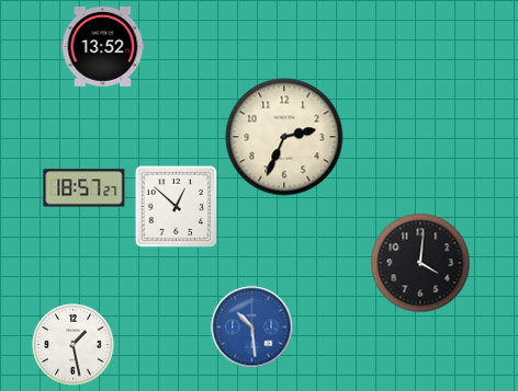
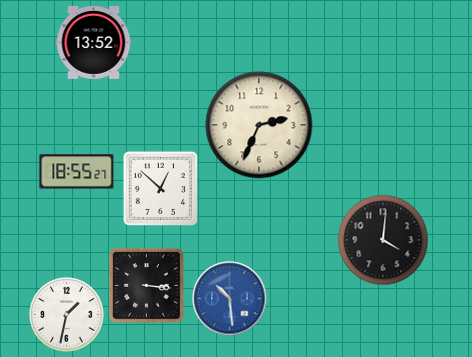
clock at (85, 188): 18:57 -> 18:55
clock at (147, 286): none -> 3:16
clock at (74, 345): 1:28 -> 1:32
